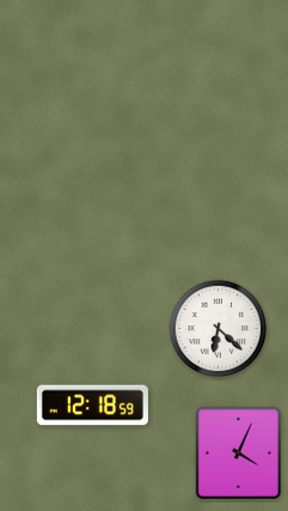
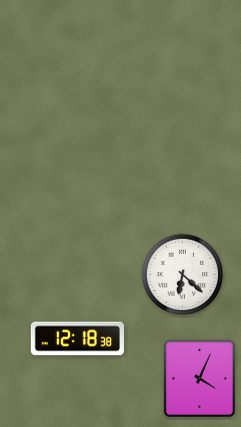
clock at (92, 406): 12:18:59 -> 12:18:38
